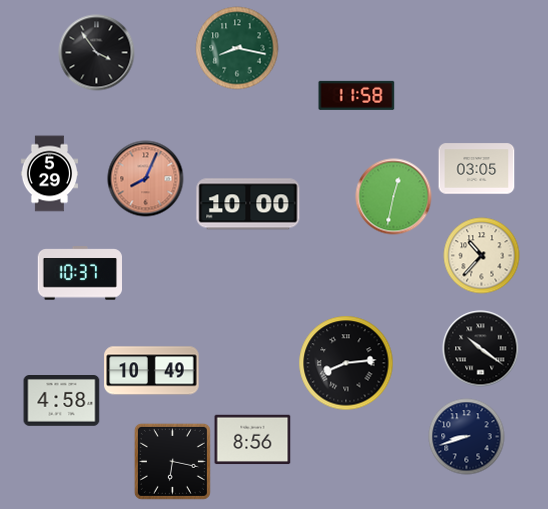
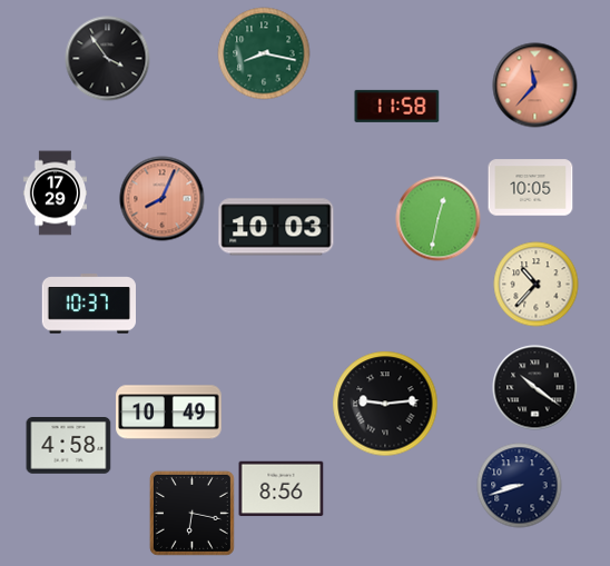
clock at (535, 86): none -> 11:37
clock at (477, 169): 03:05 -> 10:05
clock at (49, 174): 5:29 -> 17:29
clock at (248, 204): 10:00 -> 10:03
clock at (346, 363): 8:14 -> 9:14
